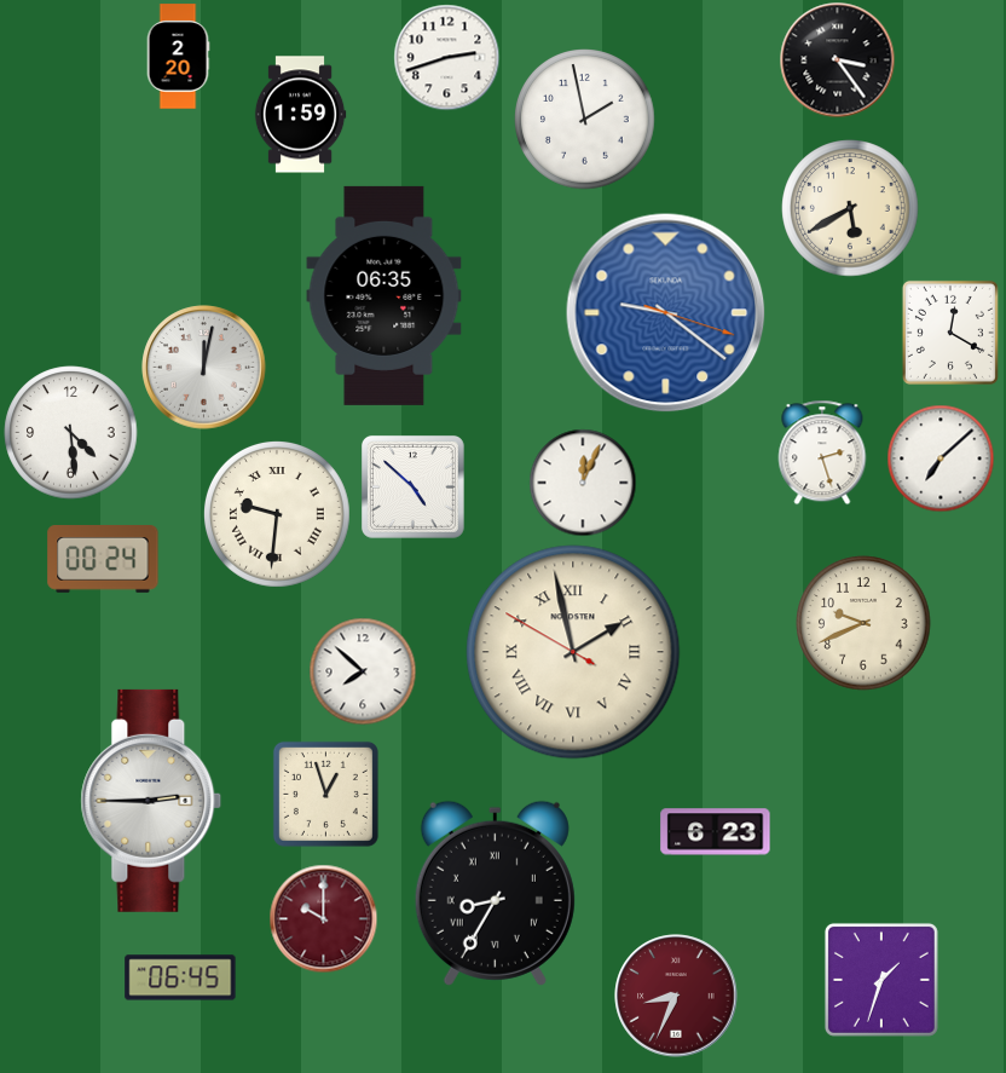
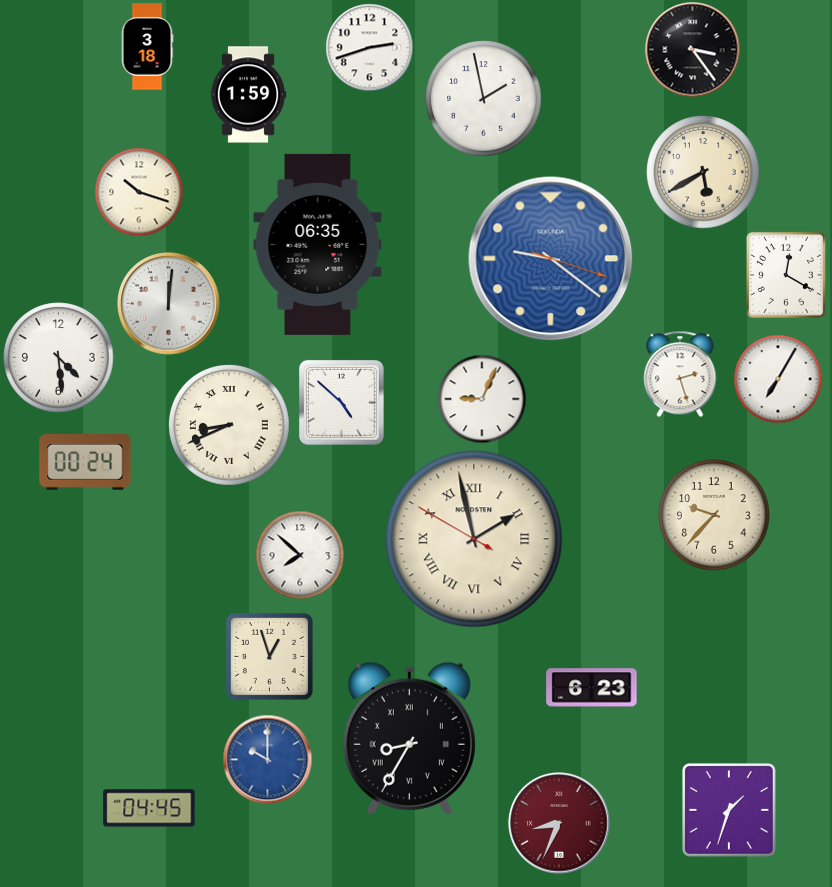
clock at (178, 57): 2:20 -> 3:18
clock at (139, 192): none -> 10:18
clock at (204, 368): 12:02 -> 12:01
clock at (941, 458): 7:08 -> 7:05
clock at (583, 483): 12:04 -> 9:04
clock at (277, 514): 9:31 -> 8:41
clock at (863, 623): 9:41 -> 9:37
clock at (151, 801): 2:45 -> none
clock at (323, 918) dial: burgundy -> blue
clock at (180, 977): 06:45 -> 04:45
